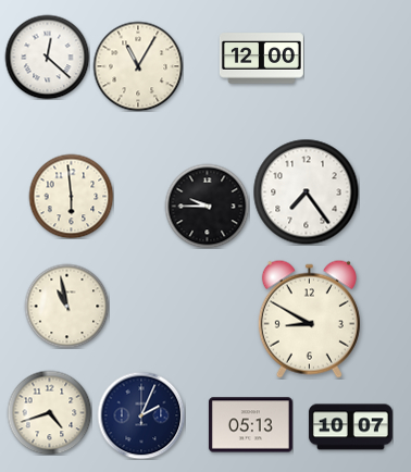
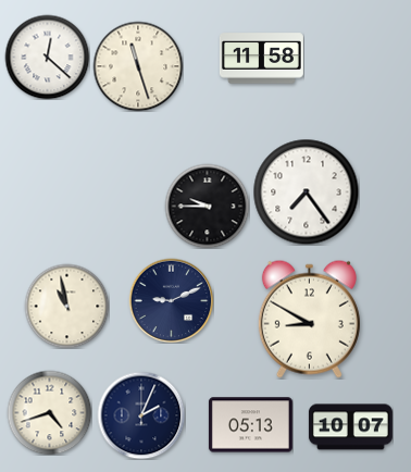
clock at (261, 59): 12:00 -> 11:58
clock at (138, 66): 11:05 -> 11:27
clock at (71, 196): 5:59 -> none
clock at (171, 300): none -> 9:11
